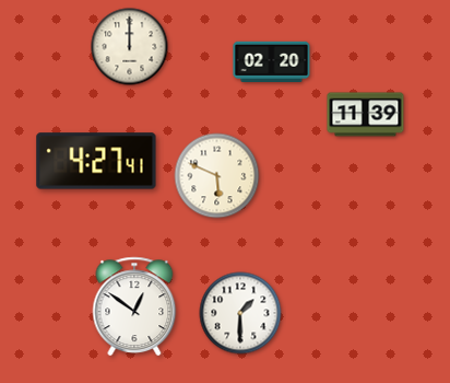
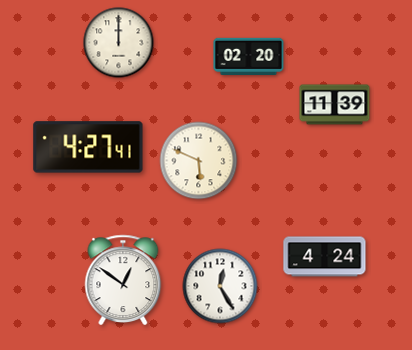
clock at (325, 257): none -> 4:24
clock at (240, 313): 1:30 -> 12:25
